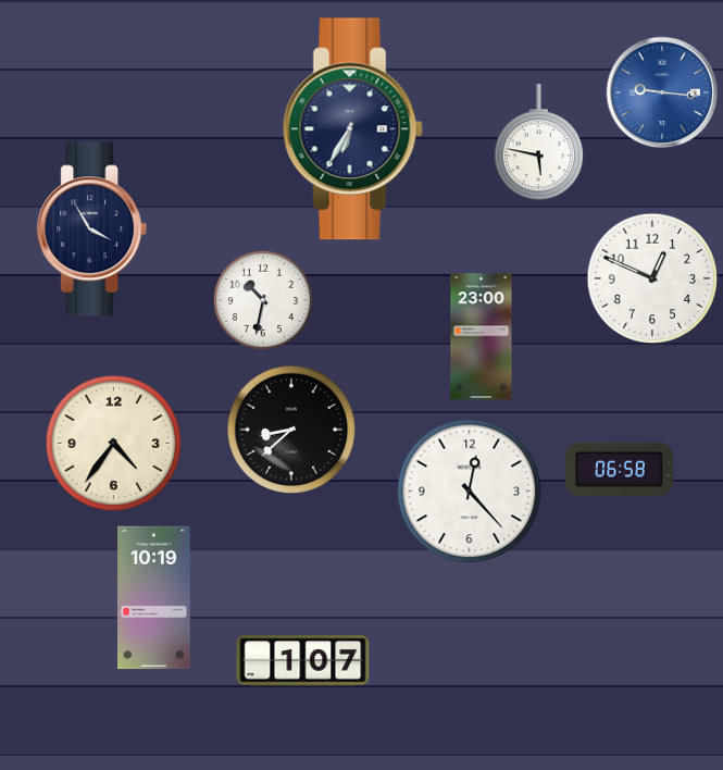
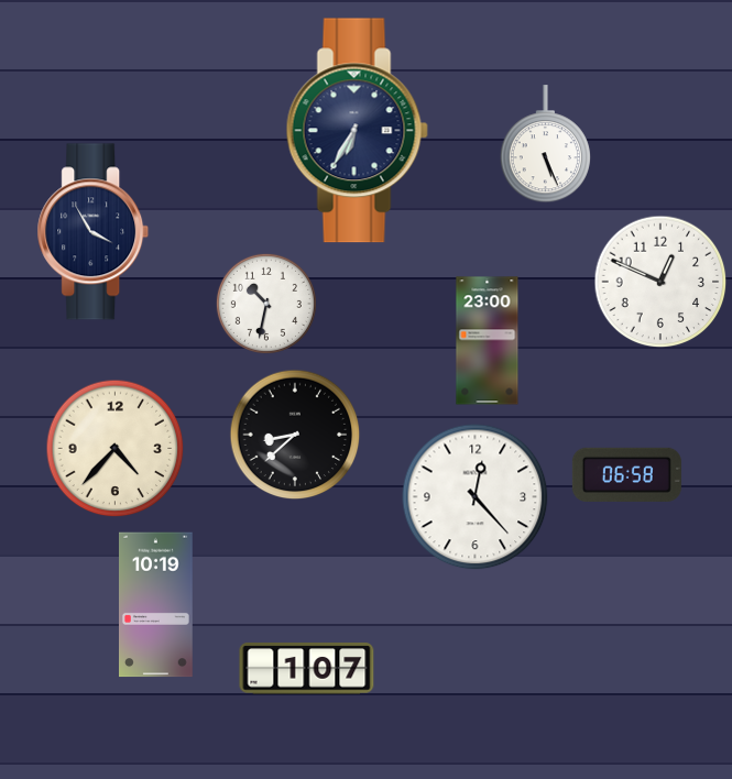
clock at (662, 92): 9:16 -> none
clock at (538, 142): 5:47 -> 5:26
clock at (114, 444): 4:36 -> 4:37
